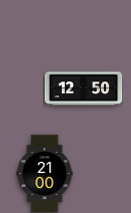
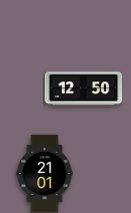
clock at (45, 173): 21:00 -> 21:01
